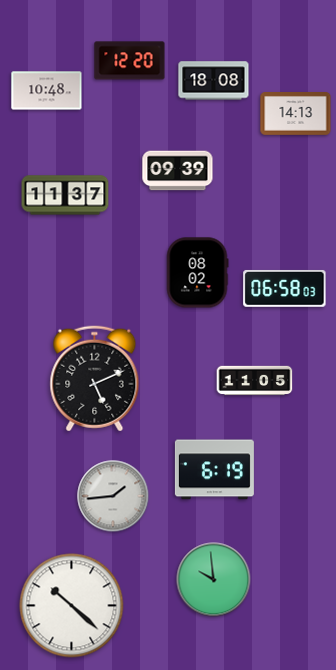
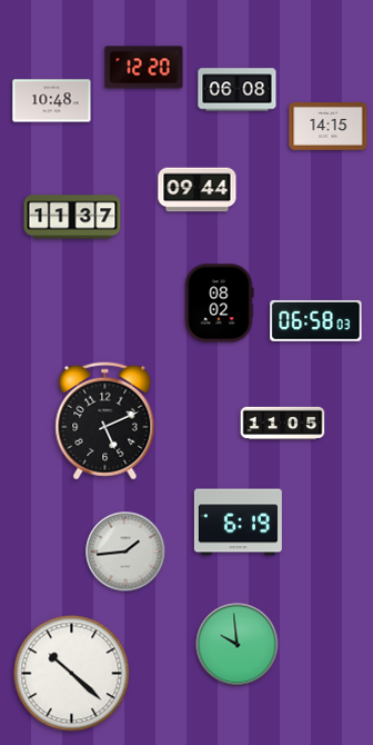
clock at (214, 81): 18:08 -> 06:08
clock at (296, 114): 14:13 -> 14:15
clock at (178, 171): 09:39 -> 09:44
clock at (72, 606) position: (72, 606) -> (72, 674)
